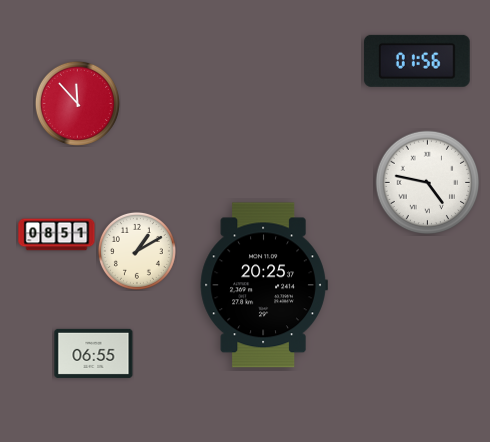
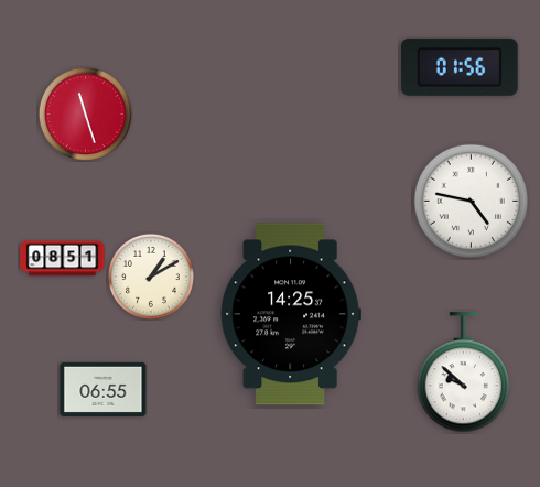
clock at (77, 103): 11:53 -> 11:27
clock at (264, 285): 20:25 -> 14:25
clock at (464, 372): none -> 9:52
